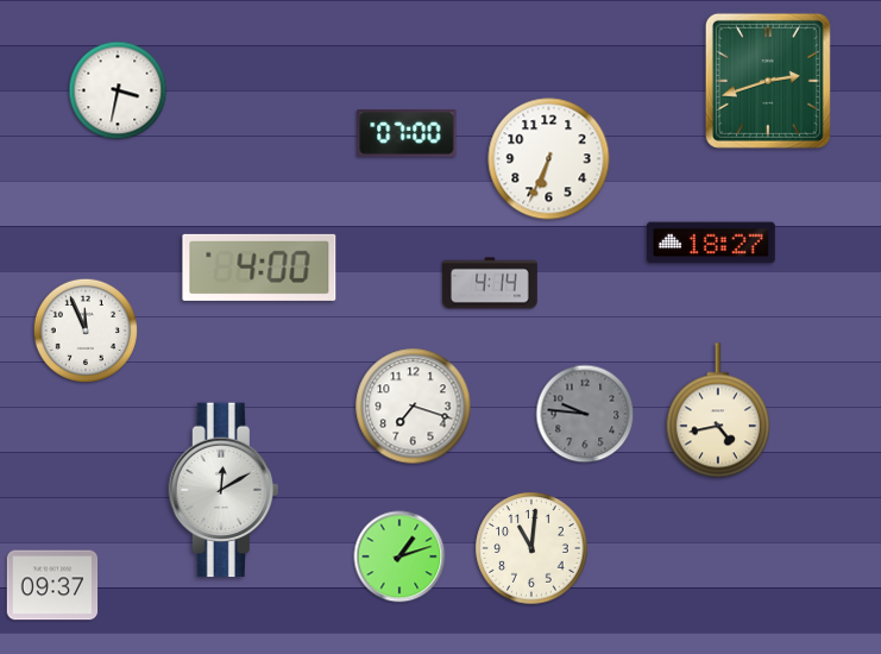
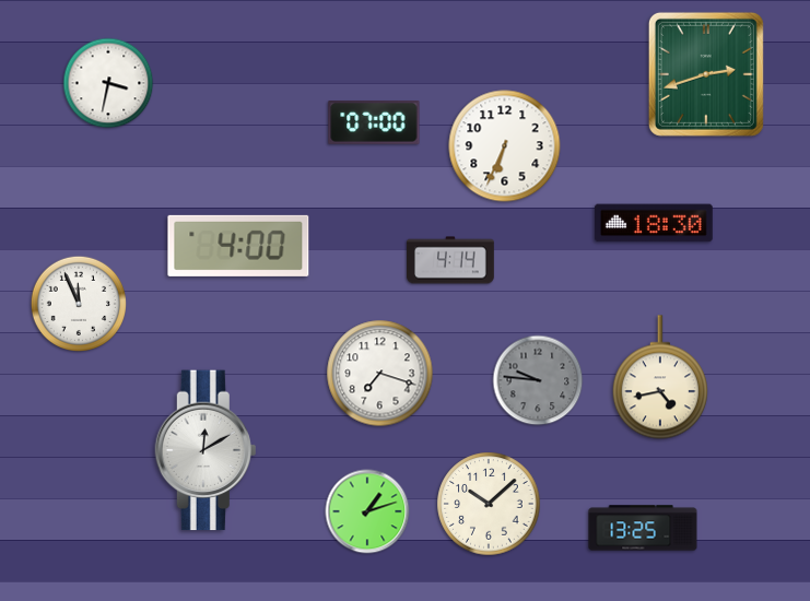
clock at (711, 243): 18:27 -> 18:30
clock at (531, 548): 11:01 -> 10:08
clock at (643, 528): none -> 13:25
clock at (52, 585): 09:37 -> none
